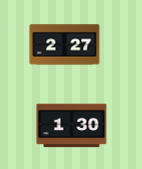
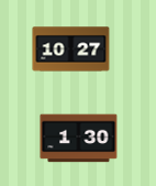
clock at (65, 45): 2:27 -> 10:27
